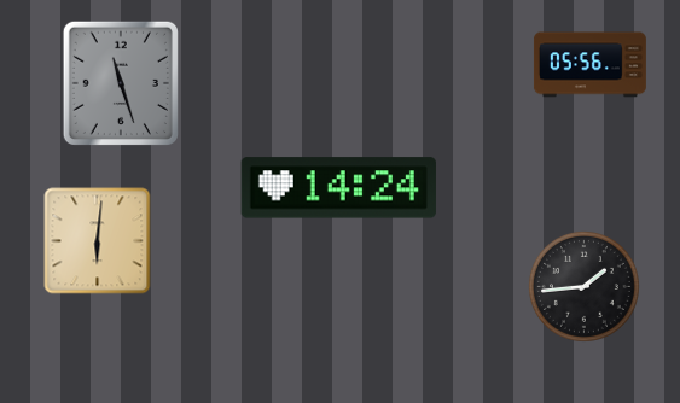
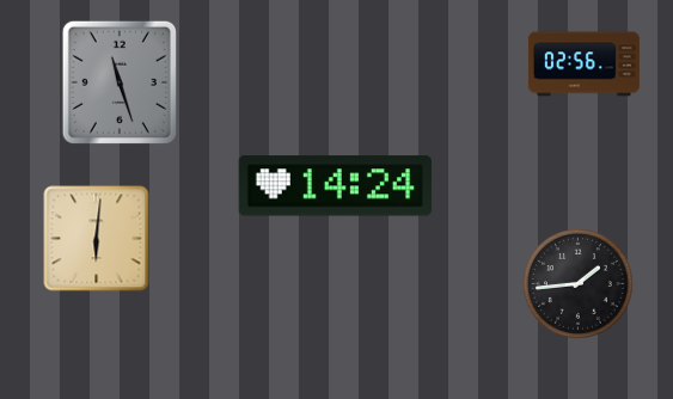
clock at (589, 65): 05:56 -> 02:56
